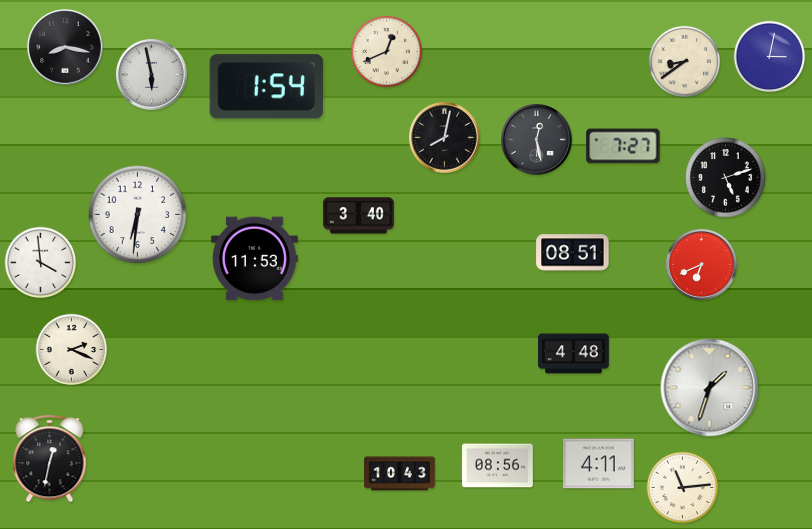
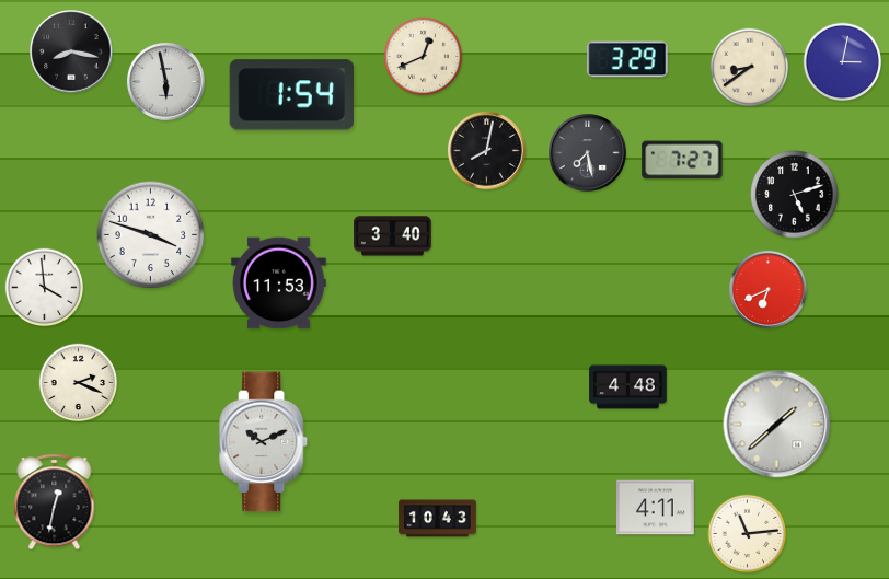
clock at (627, 59): none -> 3:29
clock at (537, 140): 12:28 -> 7:28
clock at (138, 215): 6:31 -> 3:48
clock at (573, 253): 08:51 -> none
clock at (710, 388): 1:33 -> 1:38
clock at (265, 442): none -> 10:11
clock at (498, 466): 08:56 -> none
